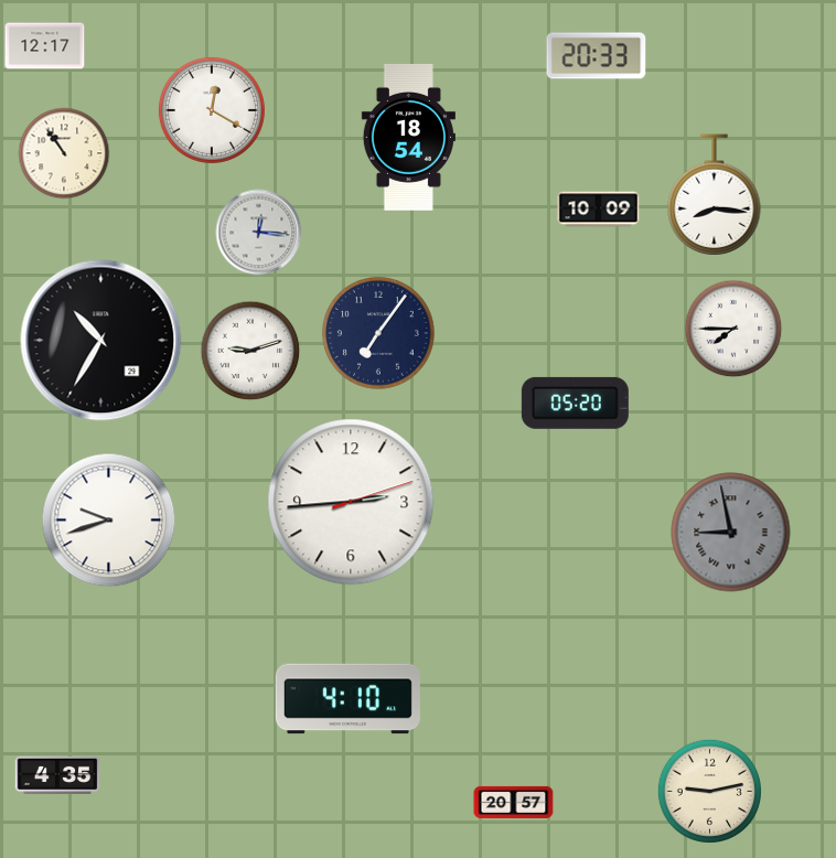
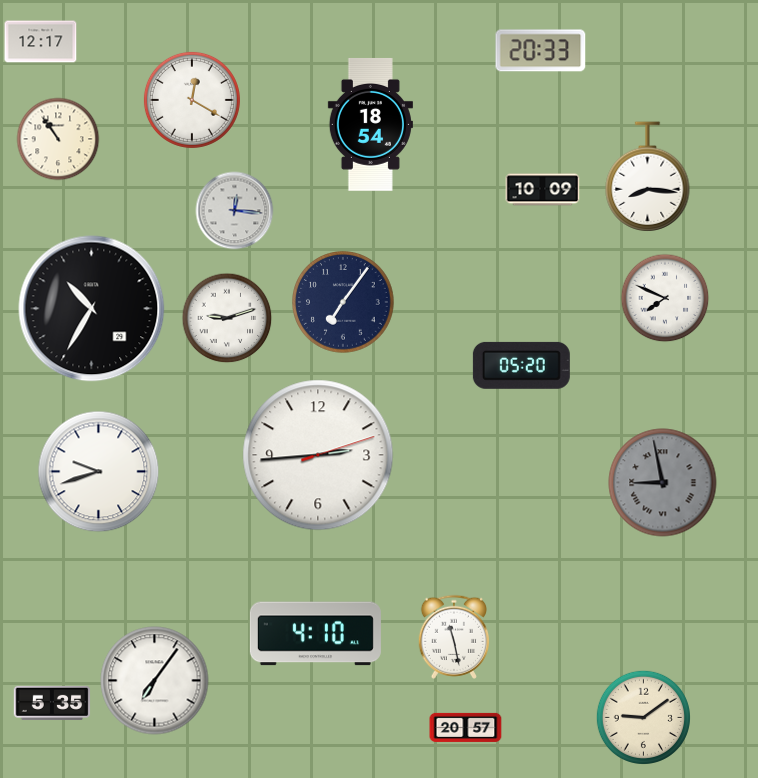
clock at (733, 329): 7:45 -> 7:49
clock at (453, 637): none -> 11:28
clock at (155, 681): none -> 7:06
clock at (57, 775): 4:35 -> 5:35
clock at (709, 791): 9:13 -> 9:09
